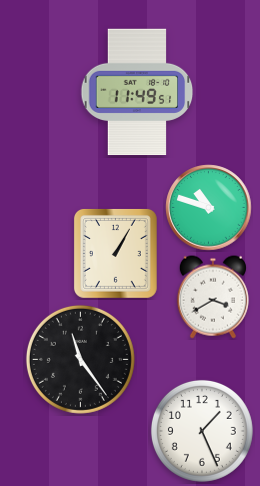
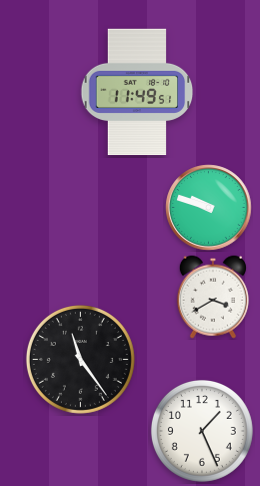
clock at (209, 208): 10:48 -> 9:48
clock at (115, 253): 1:05 -> none
